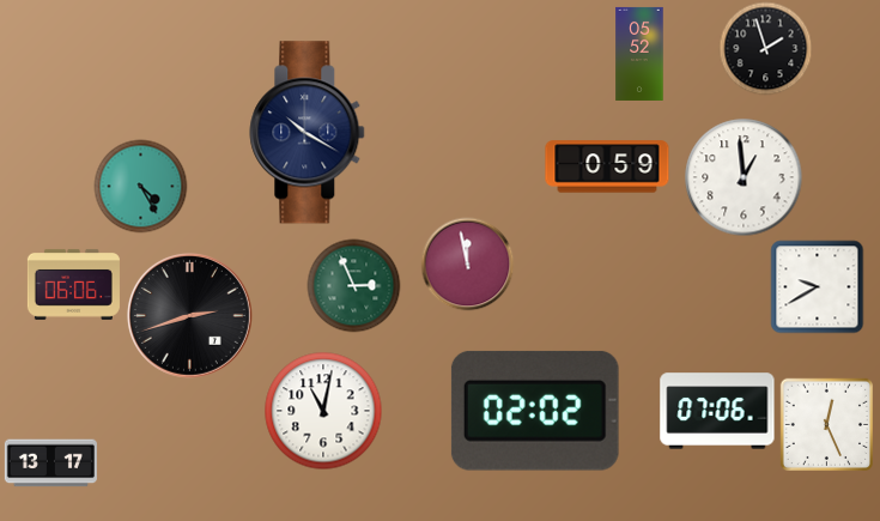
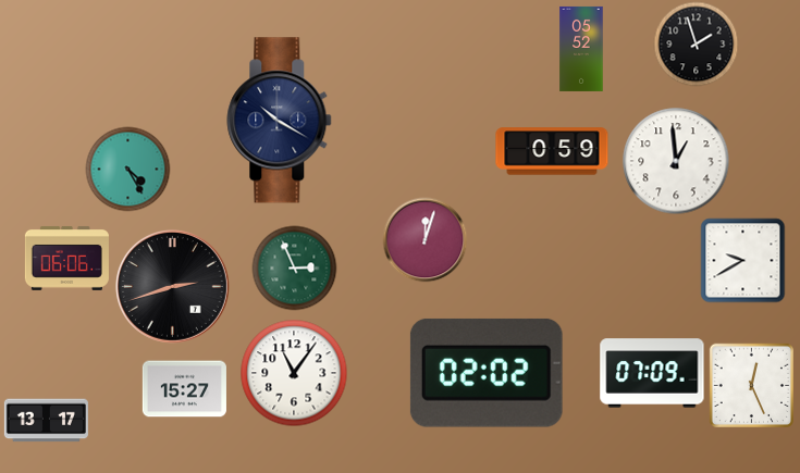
clock at (467, 263): 11:58 -> 12:03
clock at (353, 285) position: (353, 285) -> (294, 267)
clock at (323, 411): 11:02 -> 11:06
clock at (717, 411): 07:06 -> 07:09
clock at (184, 389): none -> 15:27
